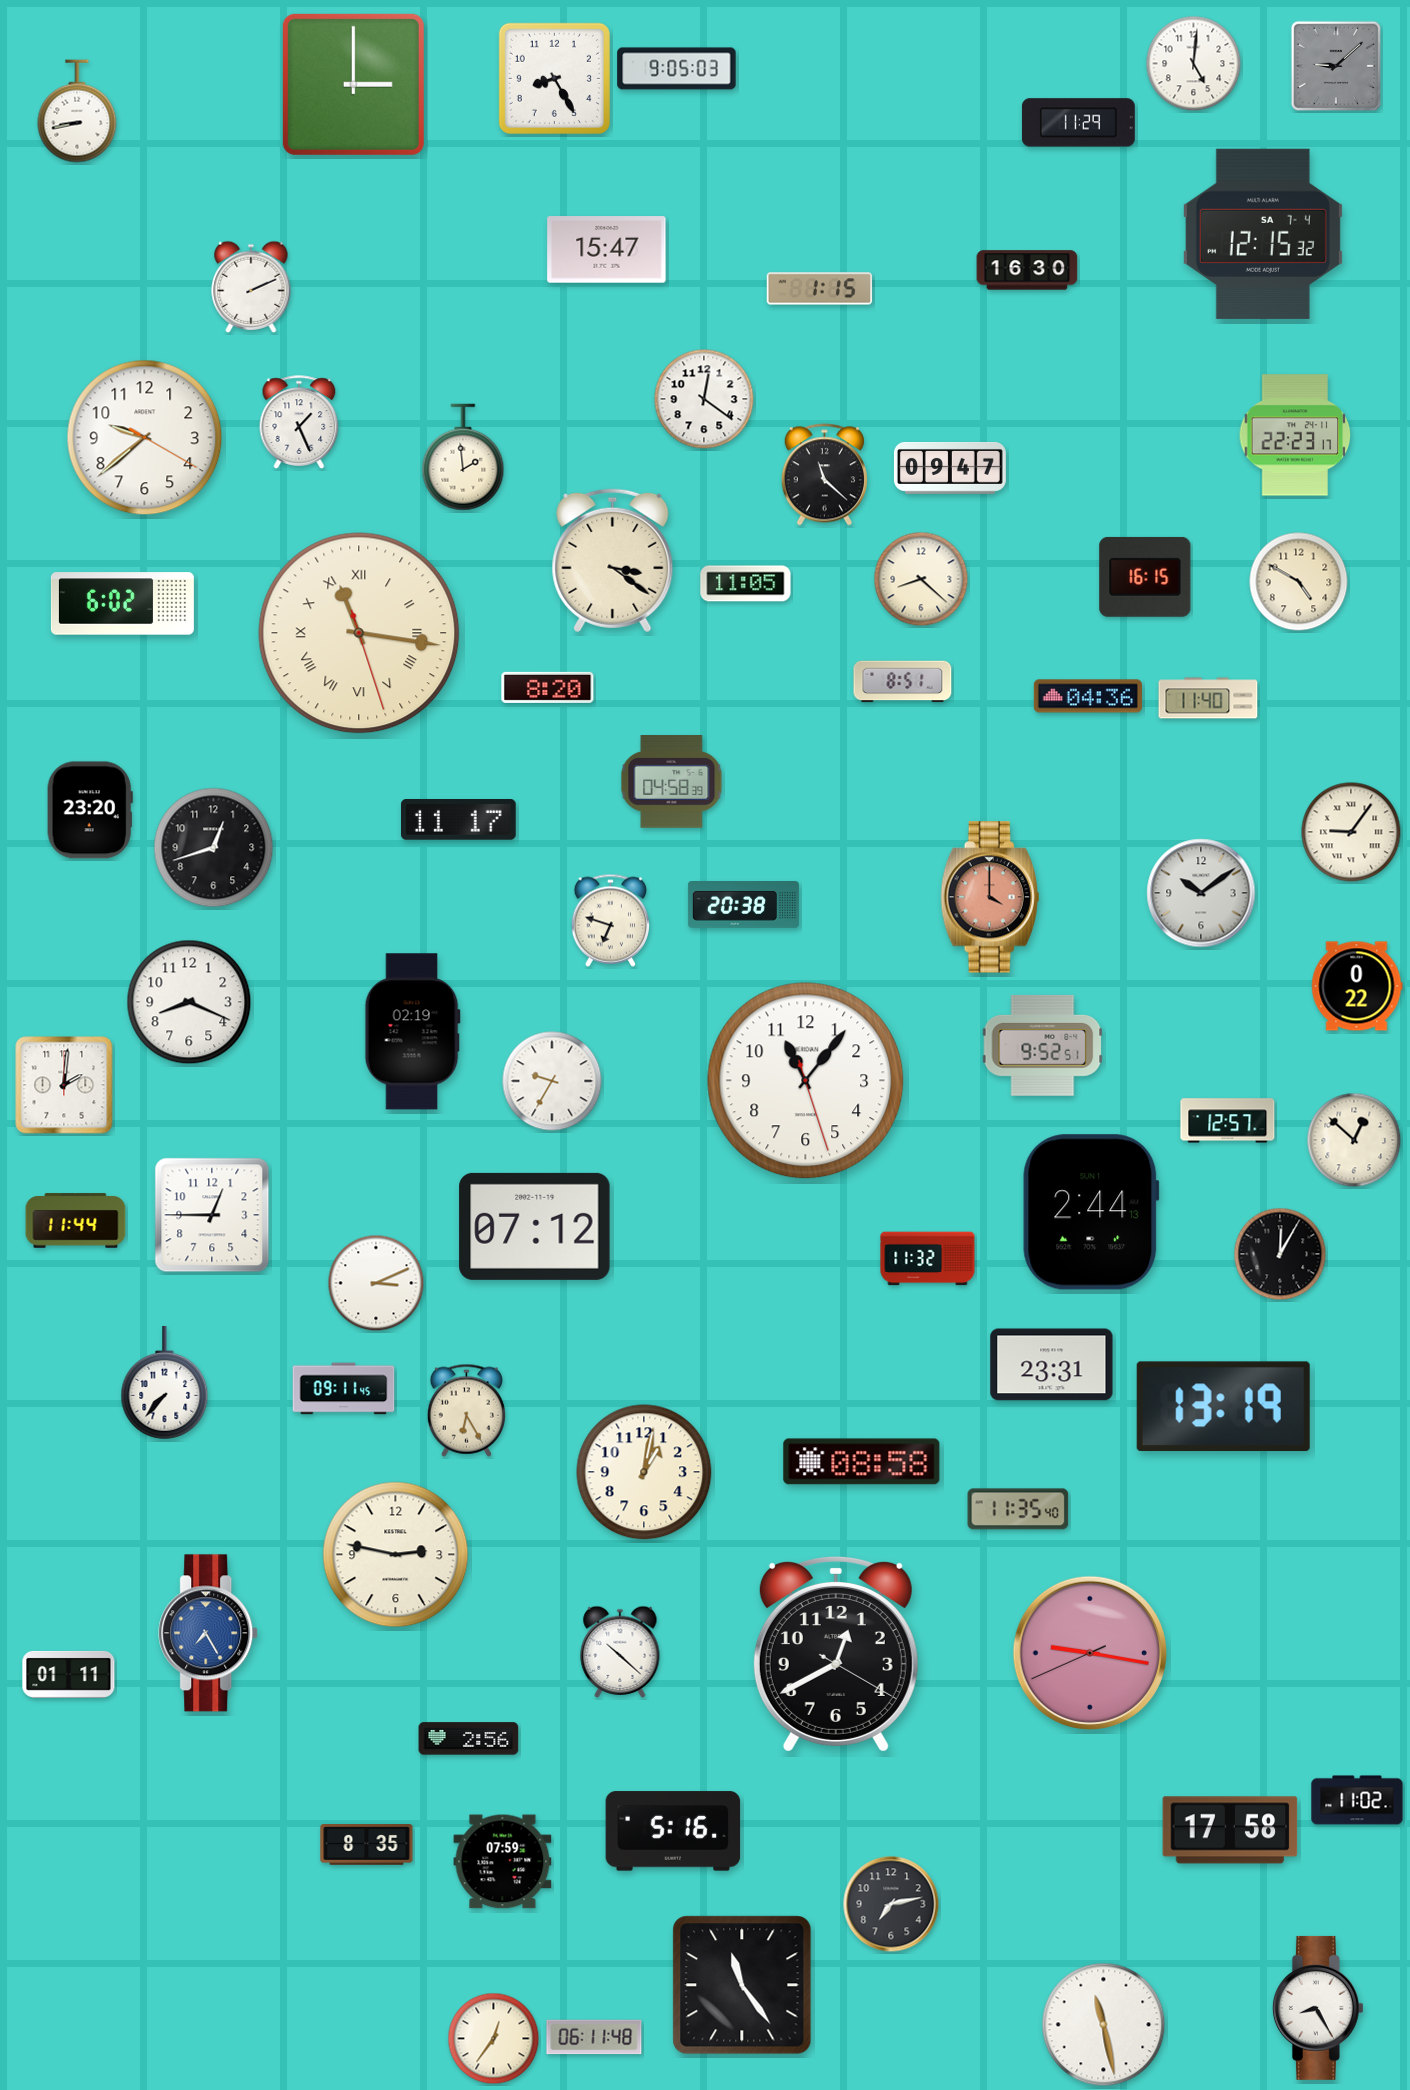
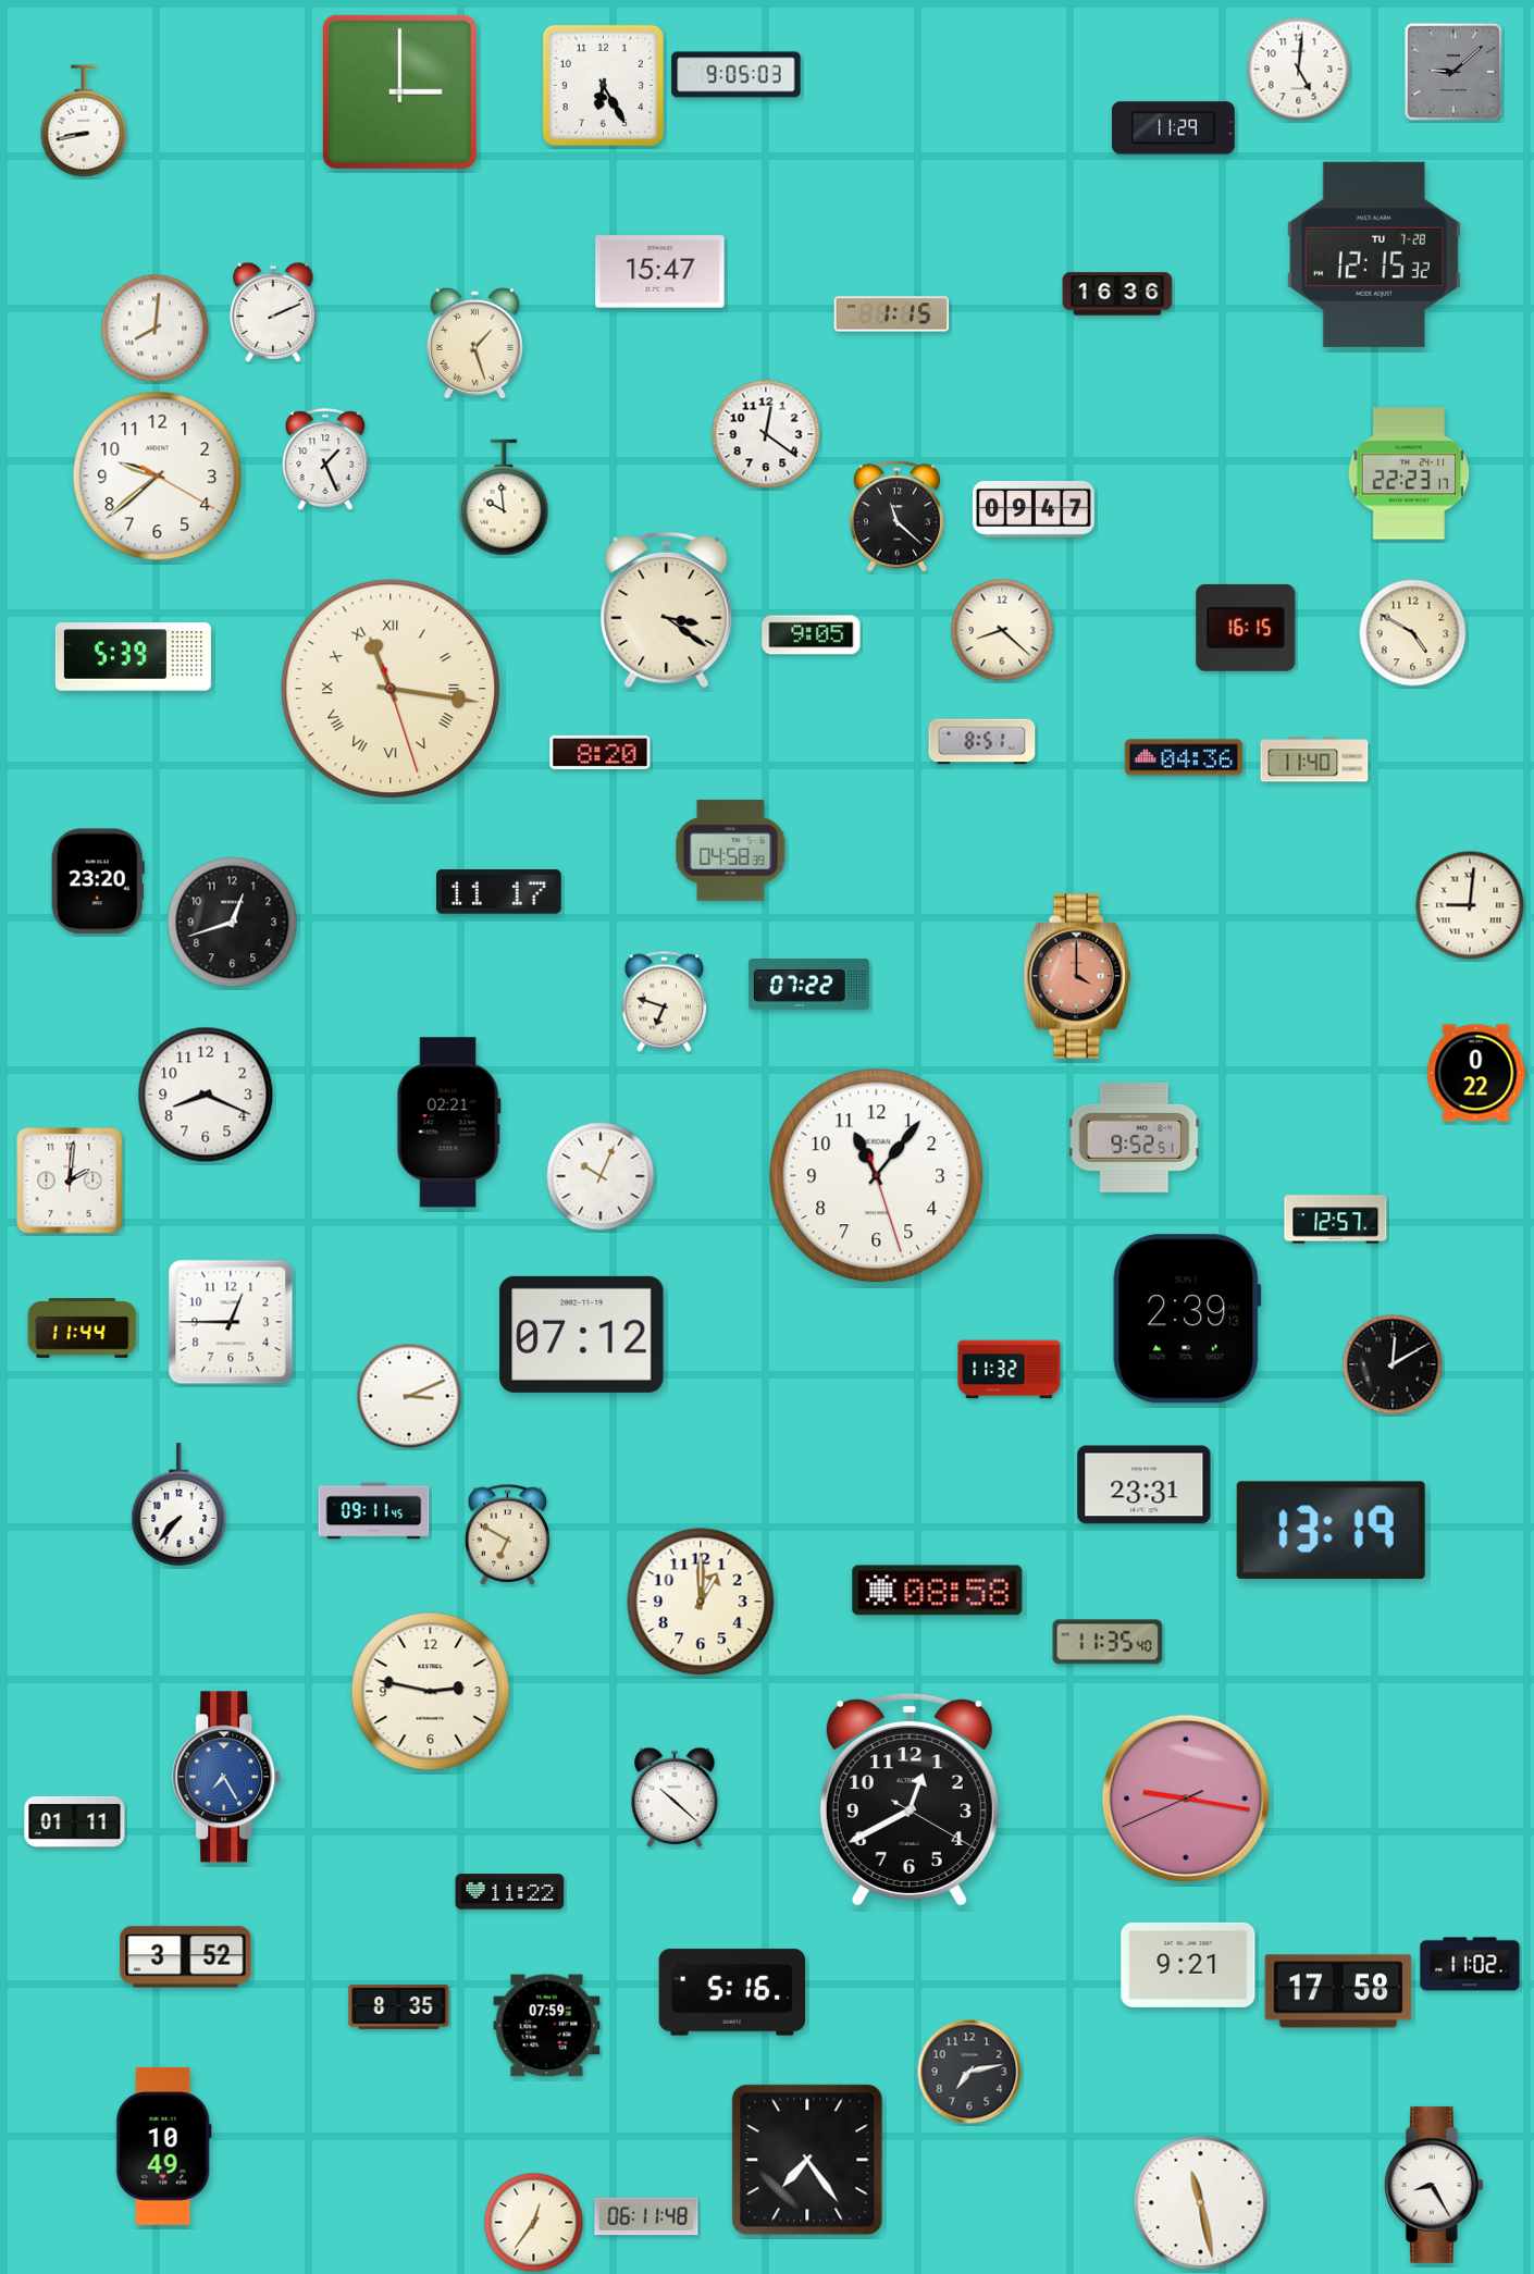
clock at (554, 78): 8:25 -> 6:25
clock at (353, 84) position: (353, 84) -> (399, 91)
clock at (1078, 123) position: (1078, 123) -> (1173, 128)
clock at (1263, 234) date: SA 7-4 -> TU 7-28
clock at (1027, 270): 16:30 -> 16:36
clock at (156, 329): none -> 8:01
clock at (474, 343): none -> 1:27
clock at (463, 457): 1:59 -> 9:59
clock at (746, 584): 11:05 -> 9:05
clock at (122, 604): 6:02 -> 5:39
clock at (548, 687) position: (548, 687) -> (601, 752)
clock at (1351, 832): 9:06 -> 9:01
clock at (1201, 893): 10:09 -> none
clock at (743, 905): 20:38 -> 07:22
clock at (189, 1002) position: (189, 1002) -> (206, 1095)
clock at (412, 1032): 02:19 -> 02:21
clock at (552, 1081): 9:35 -> 10:04
clock at (1354, 1140): 12:52 -> none
clock at (1091, 1212): 2:44 -> 2:39
clock at (1280, 1254): 12:05 -> 12:10
clock at (466, 1410): 6:25 -> 6:50
clock at (644, 1472): 1:02 -> 1:00
clock at (469, 1739): 2:56 -> 11:22
clock at (186, 1957): none -> 3:52
clock at (1357, 1800) position: (1357, 1800) -> (1470, 1964)
clock at (1188, 1965): none -> 9:21
clock at (163, 2146): none -> 10:49
clock at (742, 1985): 11:24 -> 7:24
clock at (494, 2039) position: (494, 2039) -> (534, 2223)
